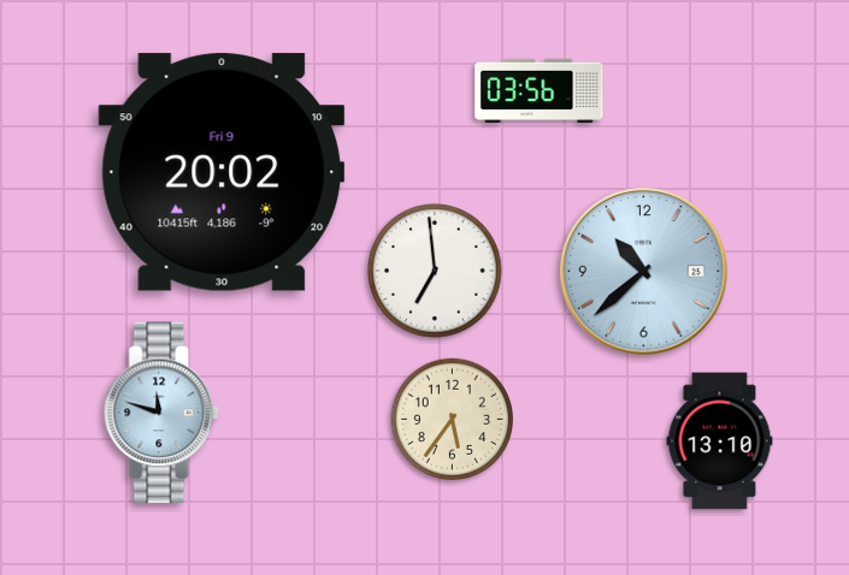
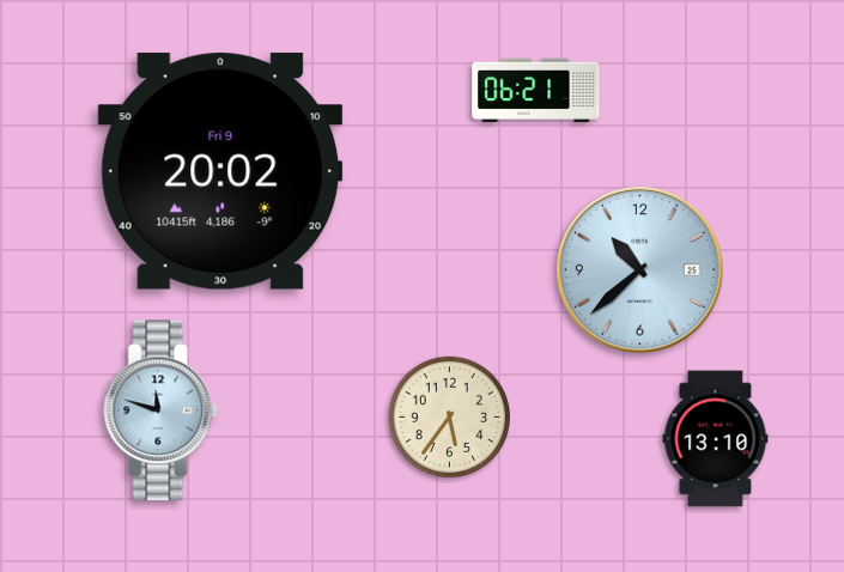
clock at (540, 90): 03:56 -> 06:21
clock at (436, 272): 6:59 -> none
